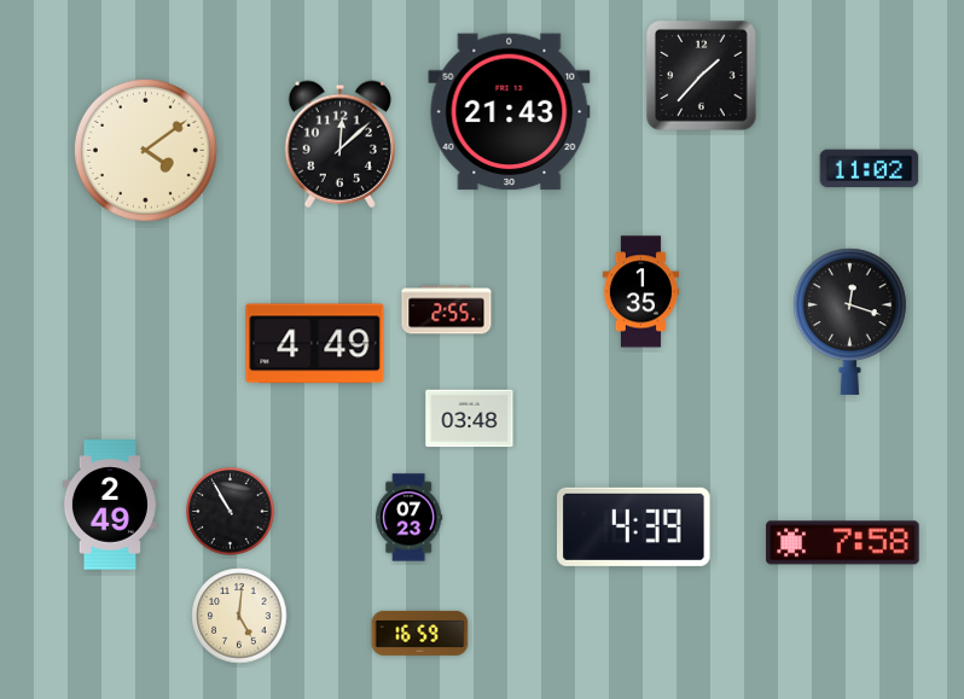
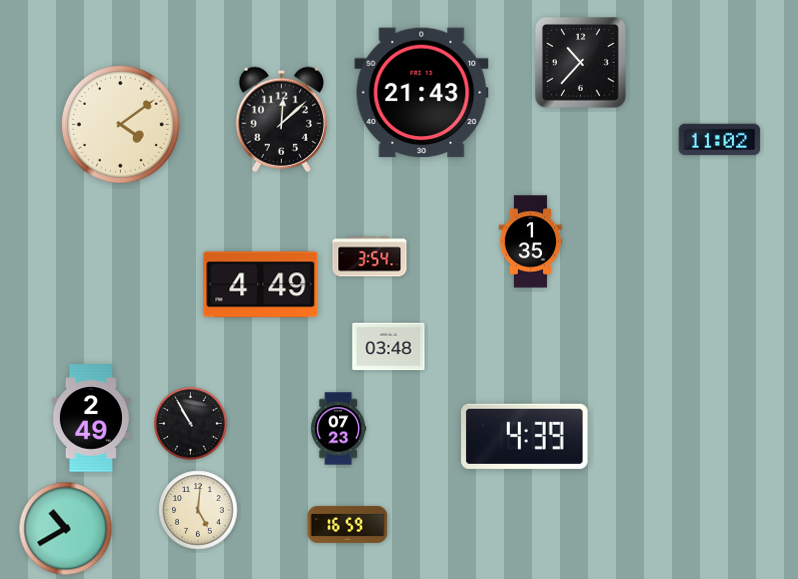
clock at (702, 76): 1:37 -> 10:37
clock at (447, 310): 2:55 -> 3:54
clock at (849, 321): 12:18 -> none
clock at (843, 543): 7:58 -> none
clock at (66, 529): none -> 10:40
